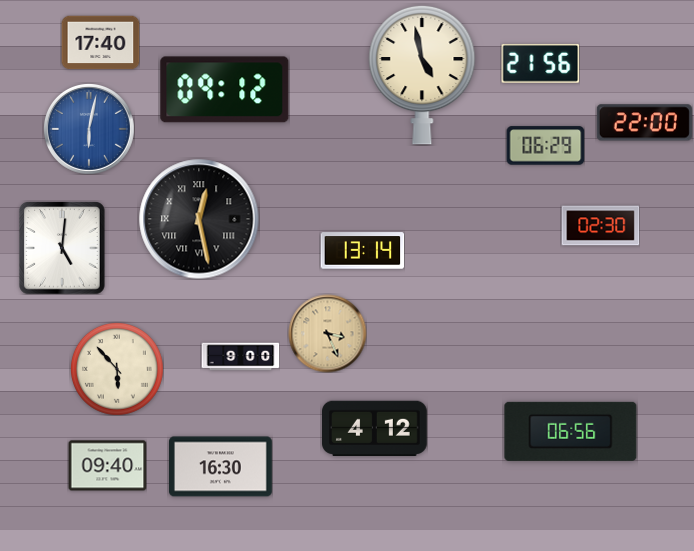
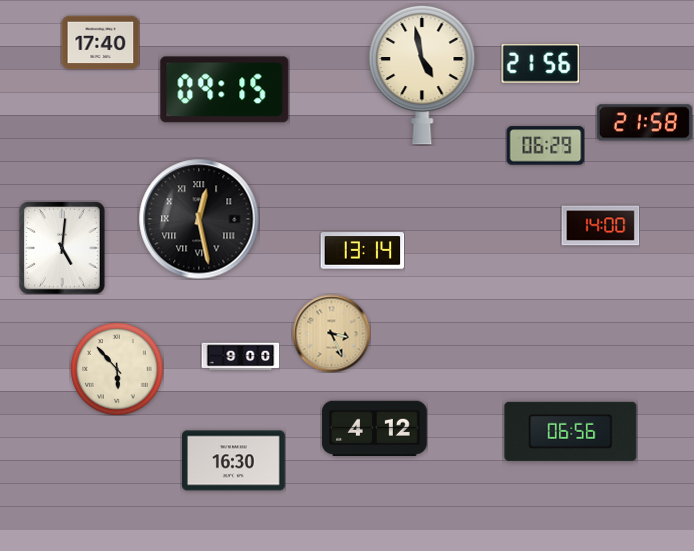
clock at (225, 90): 09:12 -> 09:15
clock at (644, 123): 22:00 -> 21:58
clock at (89, 129): 6:02 -> none
clock at (600, 226): 02:30 -> 14:00
clock at (327, 333) position: (327, 333) -> (331, 333)
clock at (107, 466): 09:40 -> none
clock at (221, 467) position: (221, 467) -> (234, 461)
